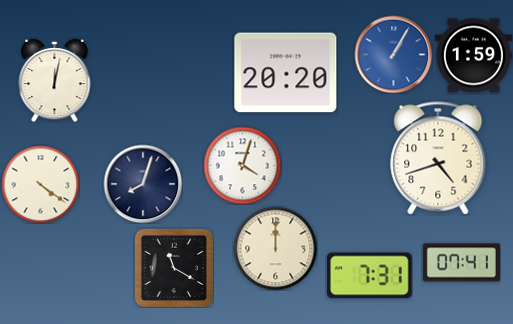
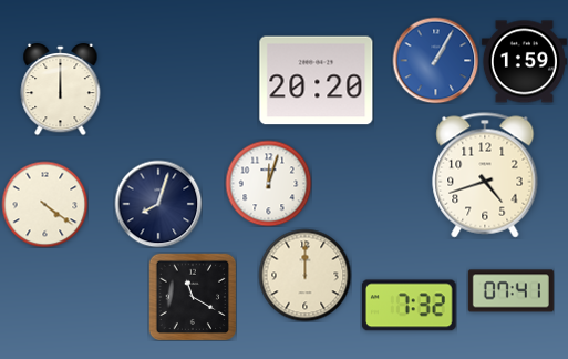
clock at (55, 80): 12:02 -> 12:00
clock at (242, 165): 4:03 -> 12:03
clock at (370, 276): 7:31 -> 7:32
